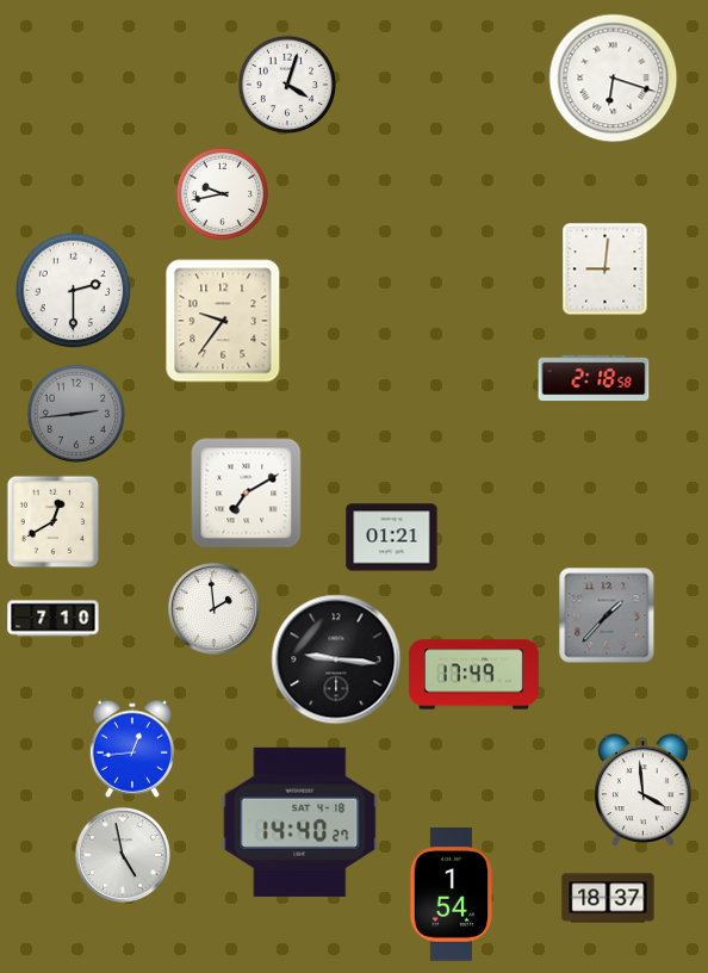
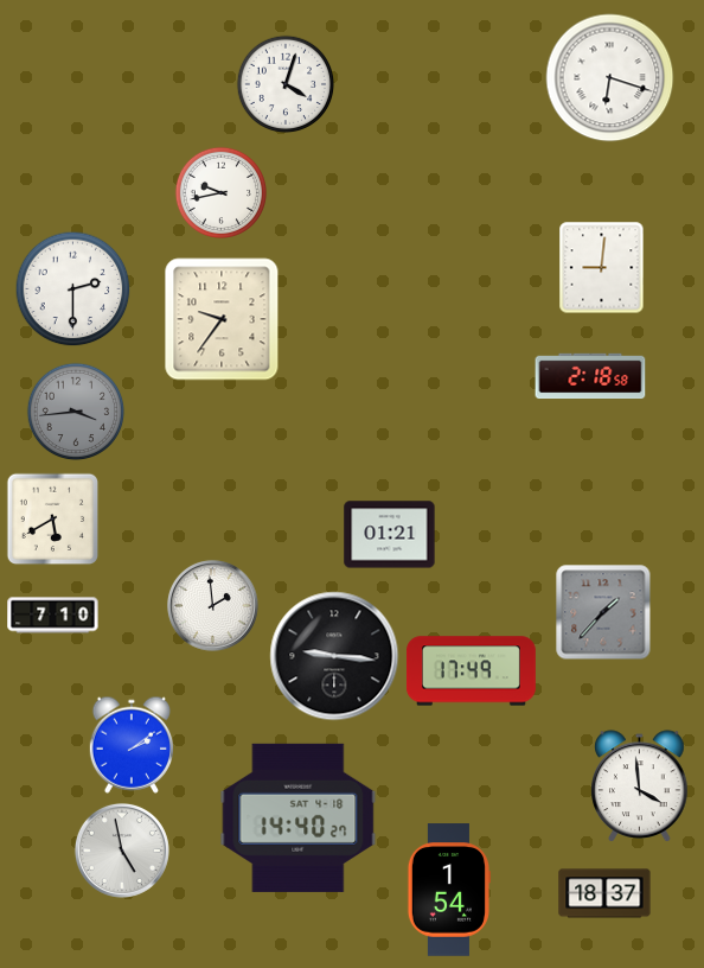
clock at (76, 414): 2:44 -> 3:44
clock at (247, 494): 7:10 -> none
clock at (52, 521): 12:40 -> 5:40
clock at (131, 749): 12:44 -> 2:09
